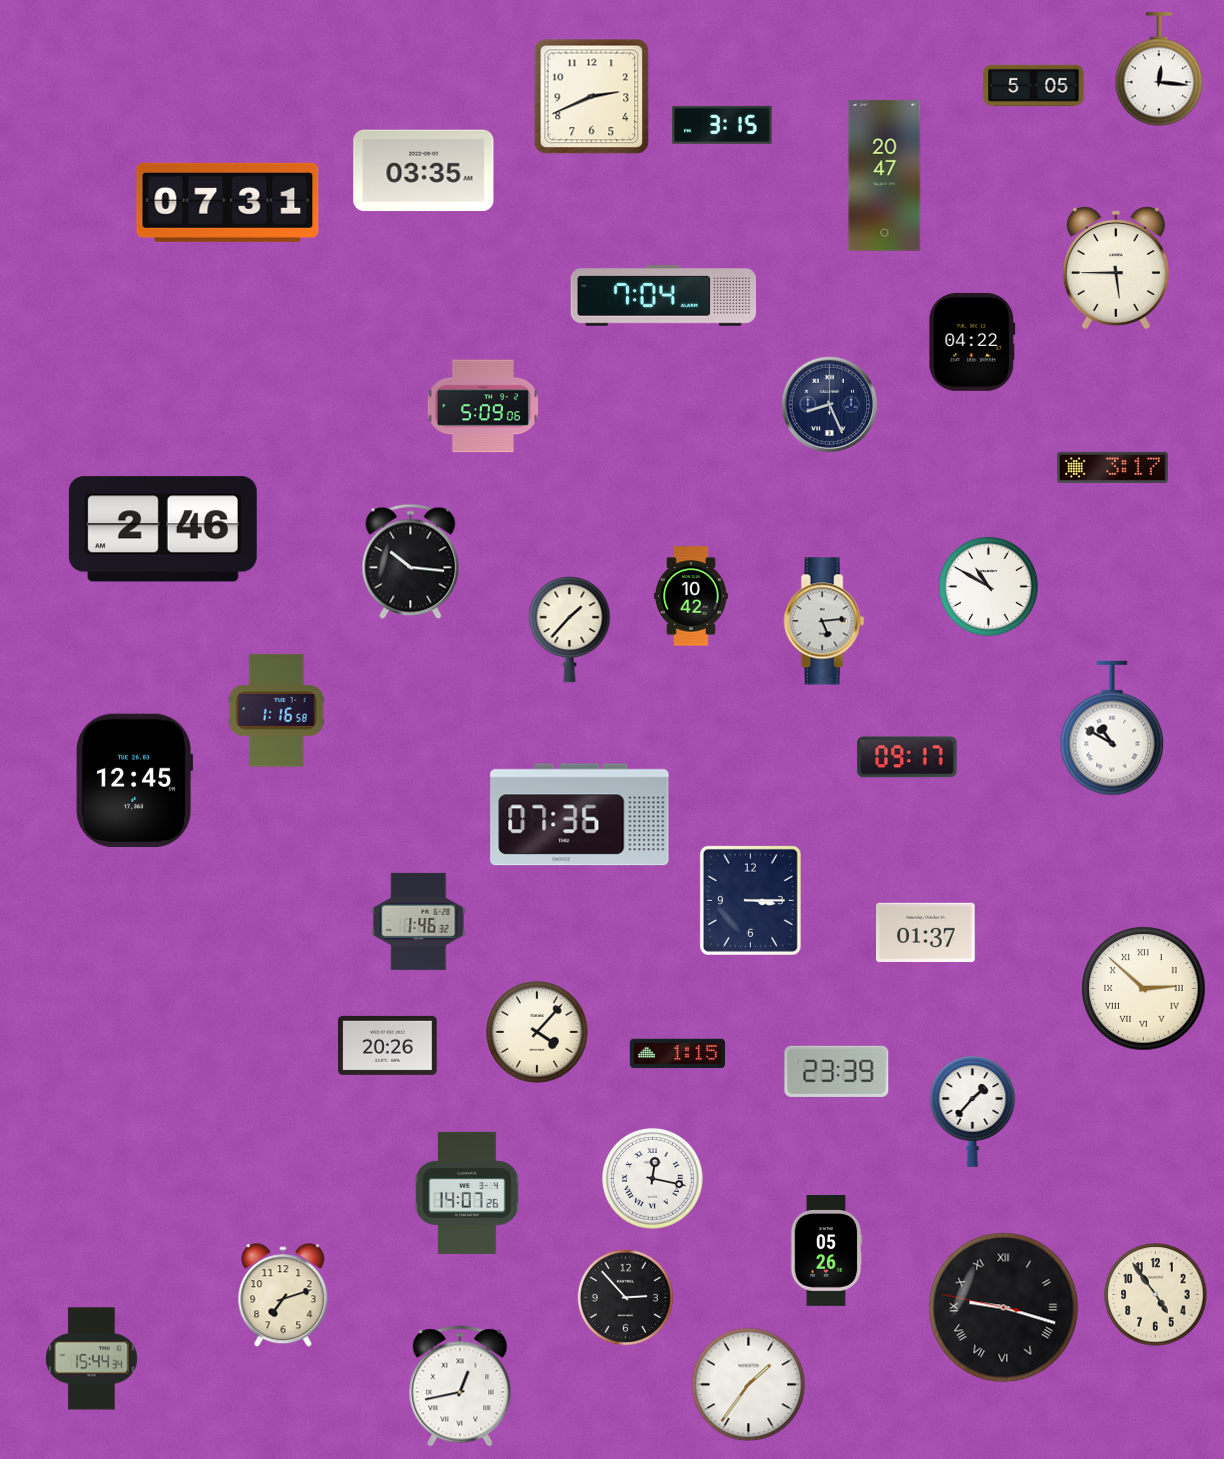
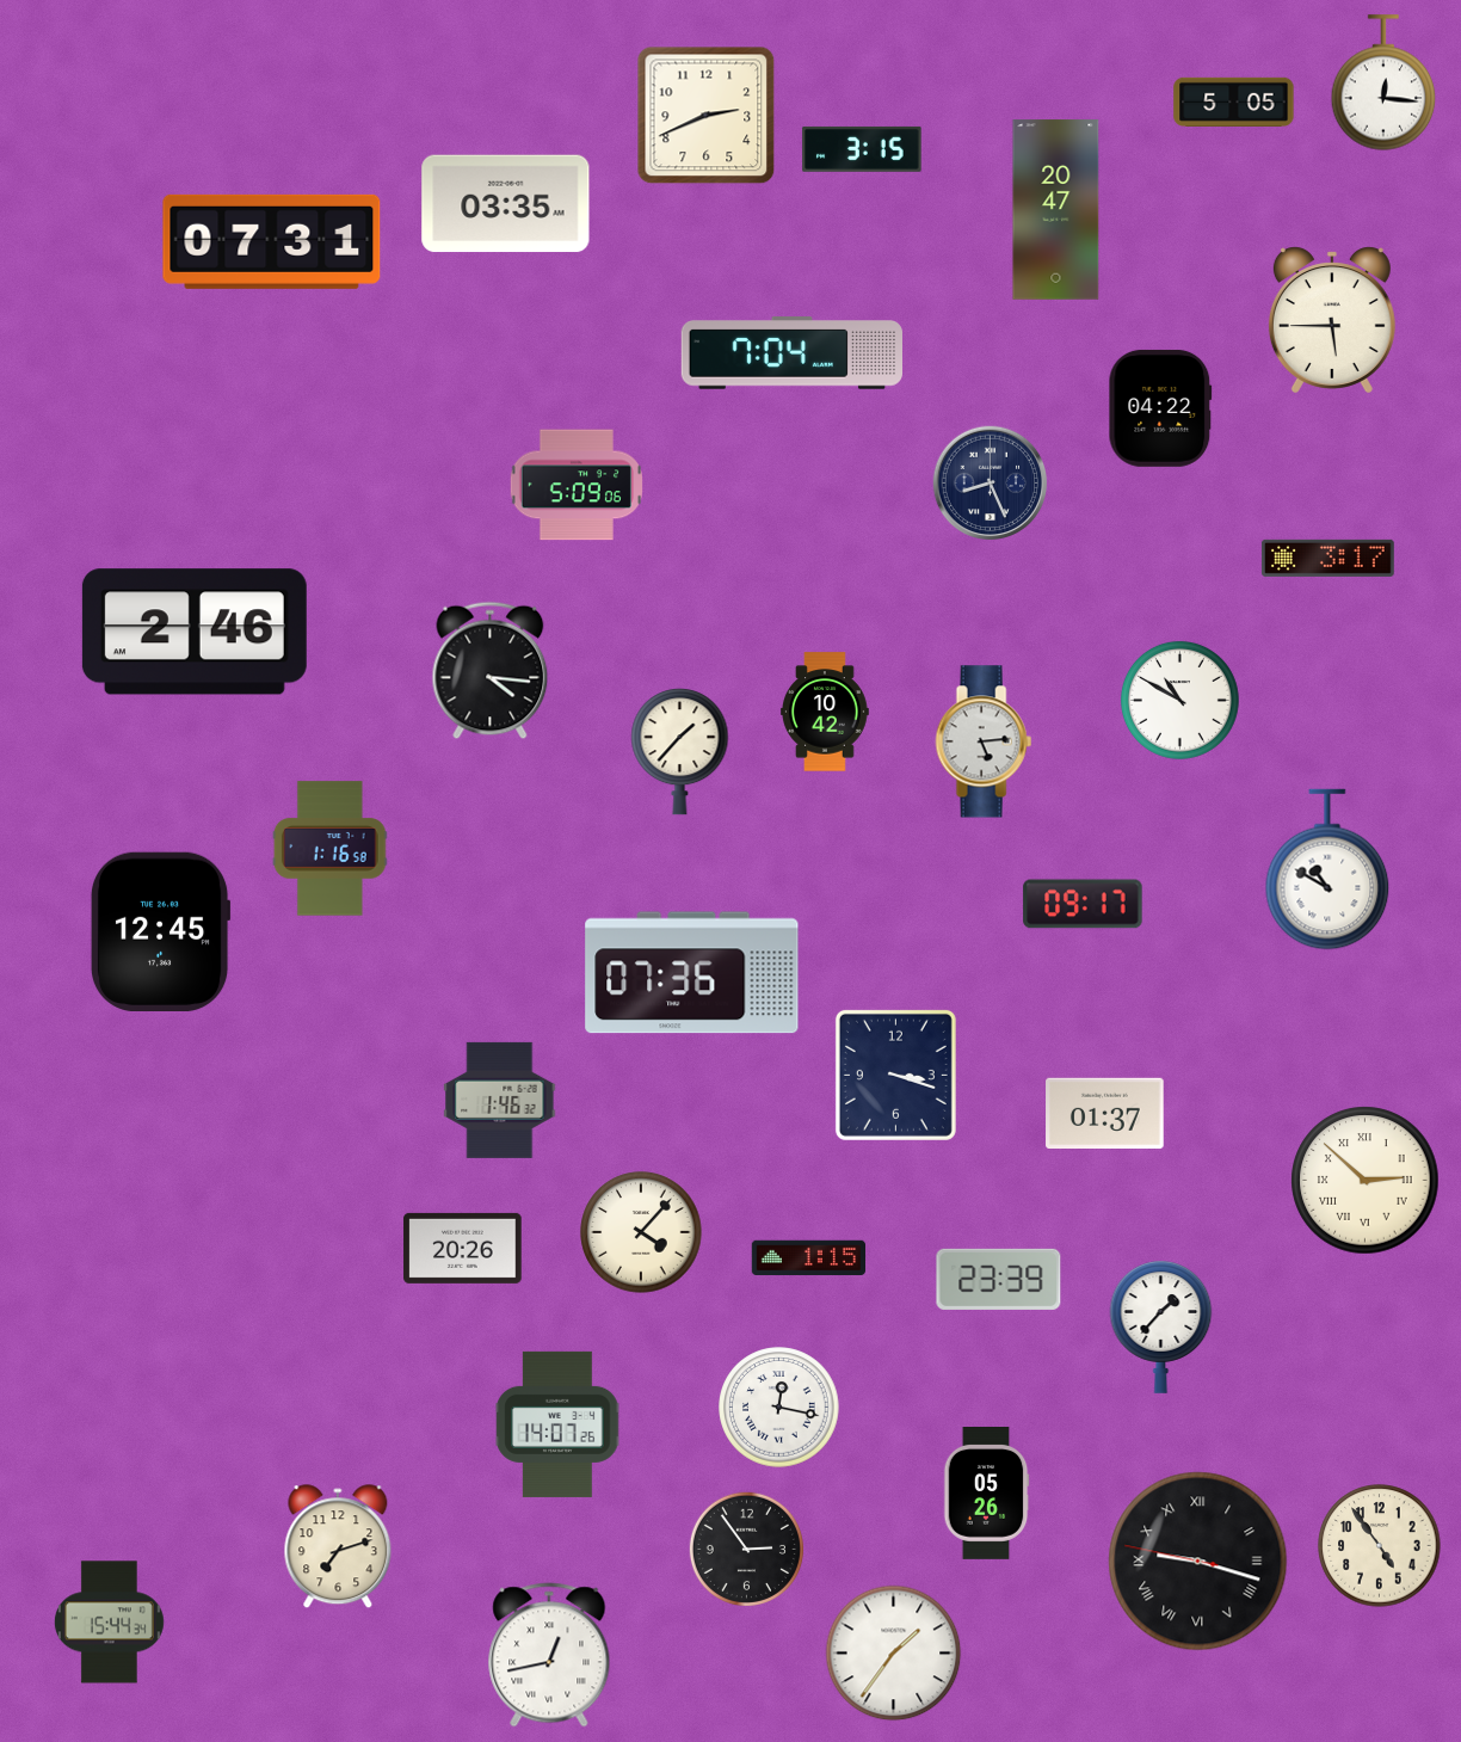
clock at (411, 562): 10:16 -> 4:16
clock at (750, 900): 3:15 -> 3:18
clock at (625, 1297): 2:53 -> 2:54
